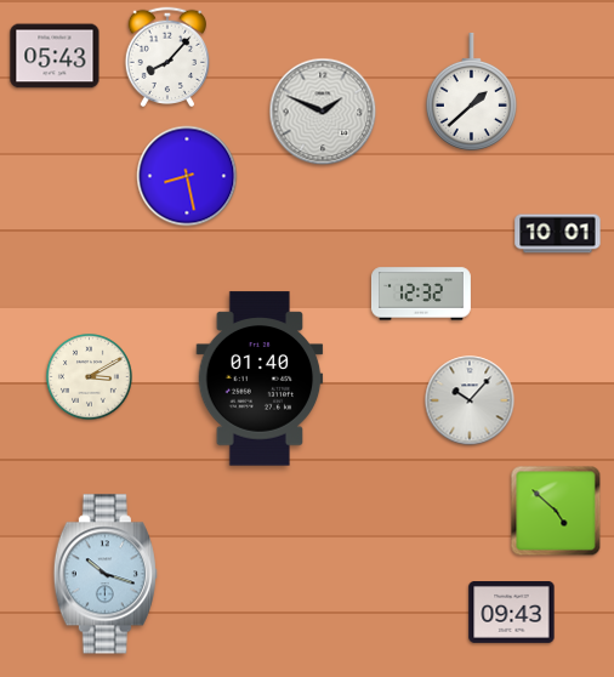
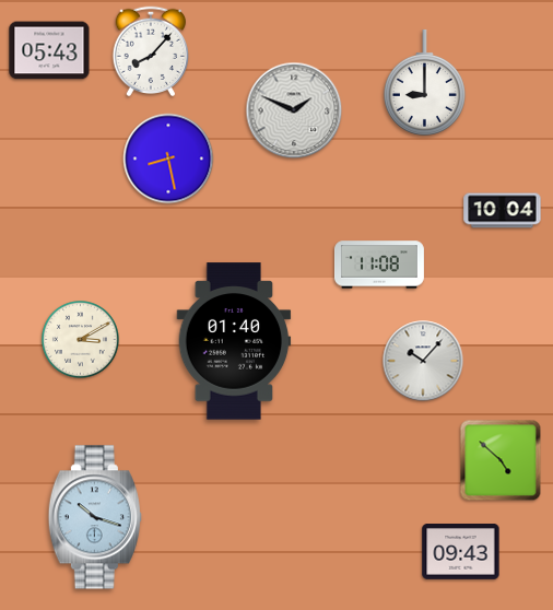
clock at (471, 91): 1:38 -> 9:00
clock at (323, 112) position: (323, 112) -> (294, 110)
clock at (558, 234): 10:01 -> 10:04
clock at (421, 294): 12:32 -> 11:08
